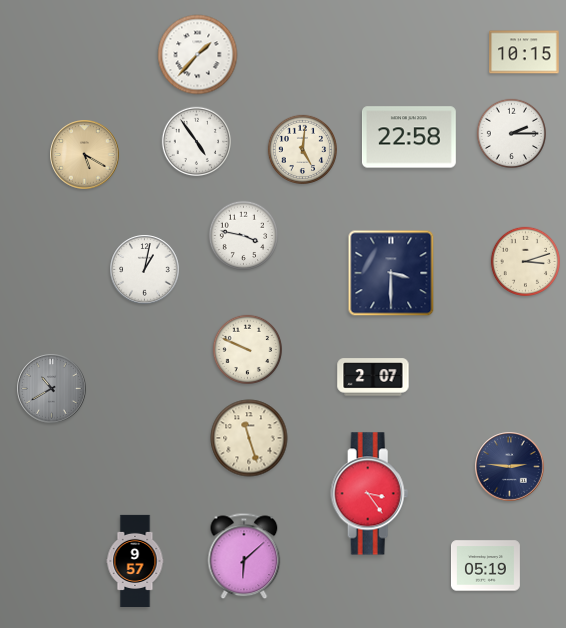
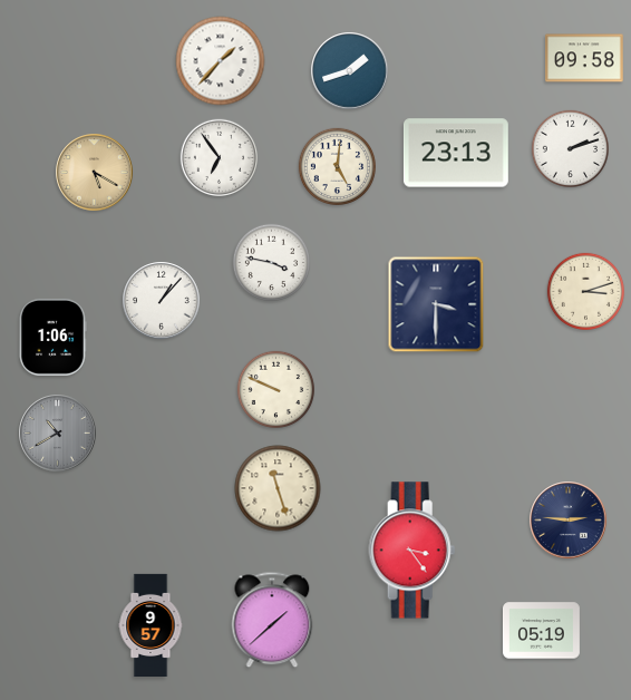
clock at (524, 52): 10:15 -> 09:58
clock at (350, 71): none -> 1:42
clock at (511, 133): 2:15 -> 2:12
clock at (409, 137): 22:58 -> 23:13
clock at (196, 141): 4:54 -> 6:54
clock at (145, 270): 1:02 -> 1:07
clock at (52, 337): none -> 1:06
clock at (373, 377): 2:07 -> none
clock at (244, 556): 6:08 -> 1:38
